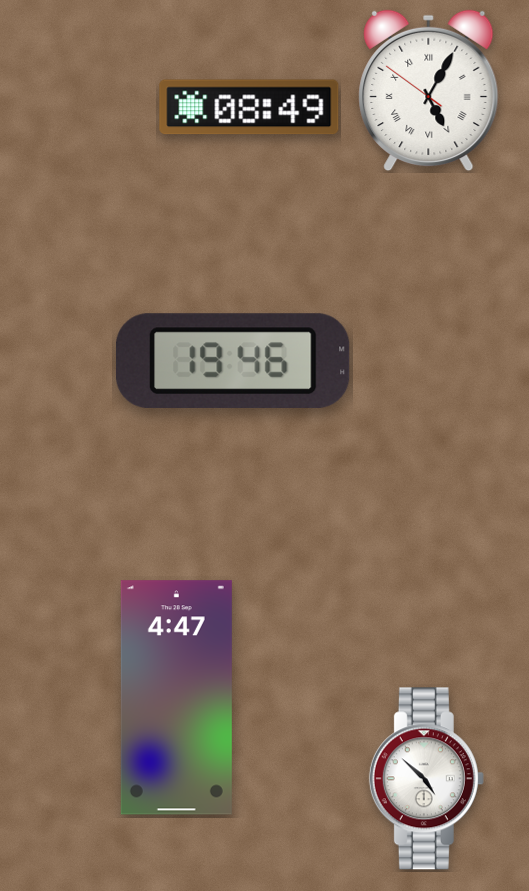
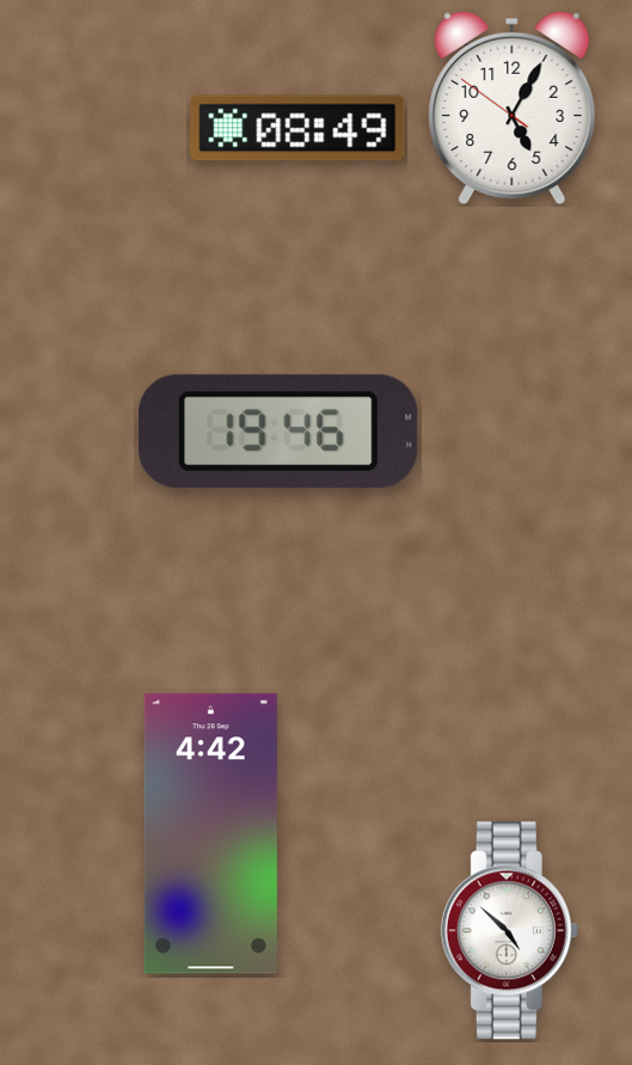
clock at (429, 91) numerals: Roman -> Arabic
clock at (176, 698): 4:47 -> 4:42
